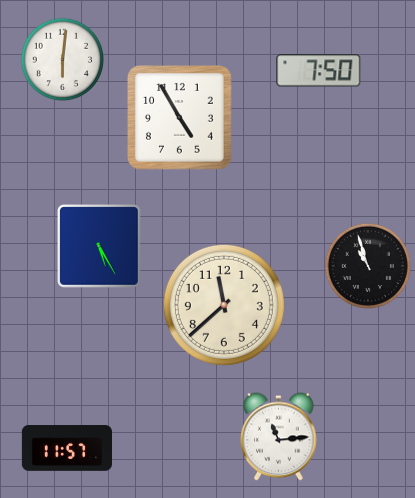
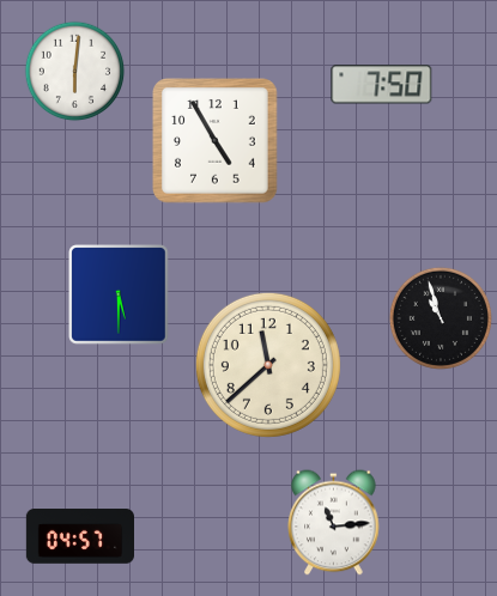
clock at (99, 246): 5:25 -> 5:30
clock at (66, 448): 11:57 -> 04:57
